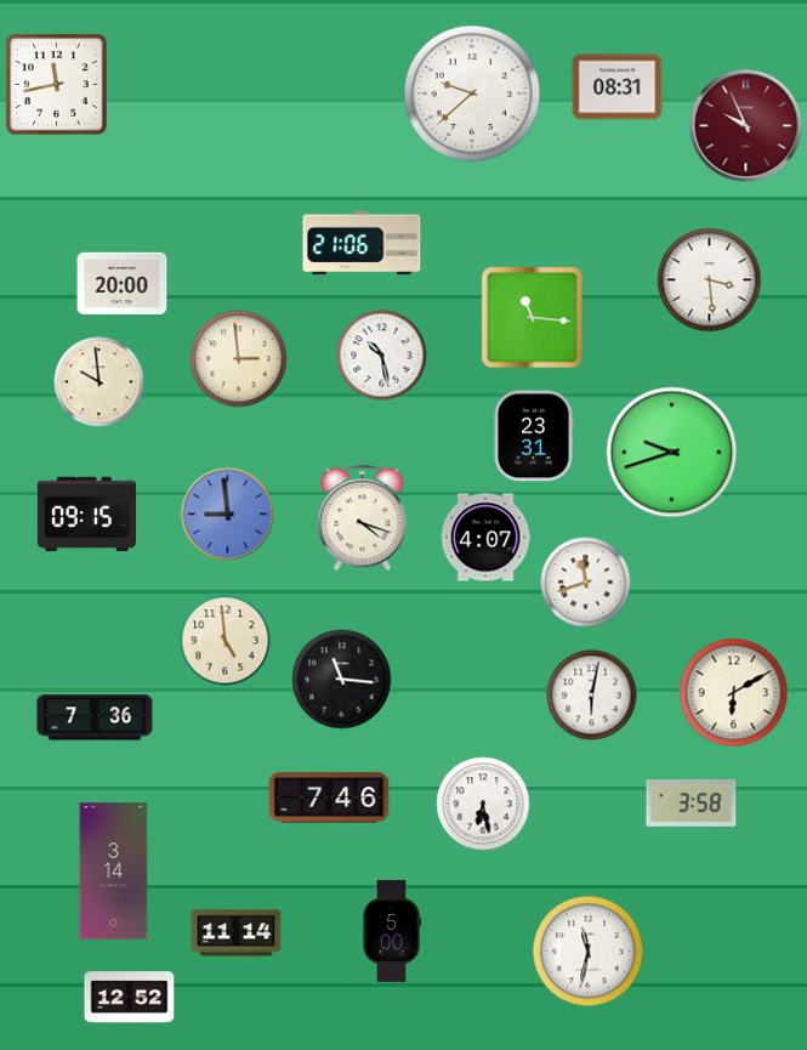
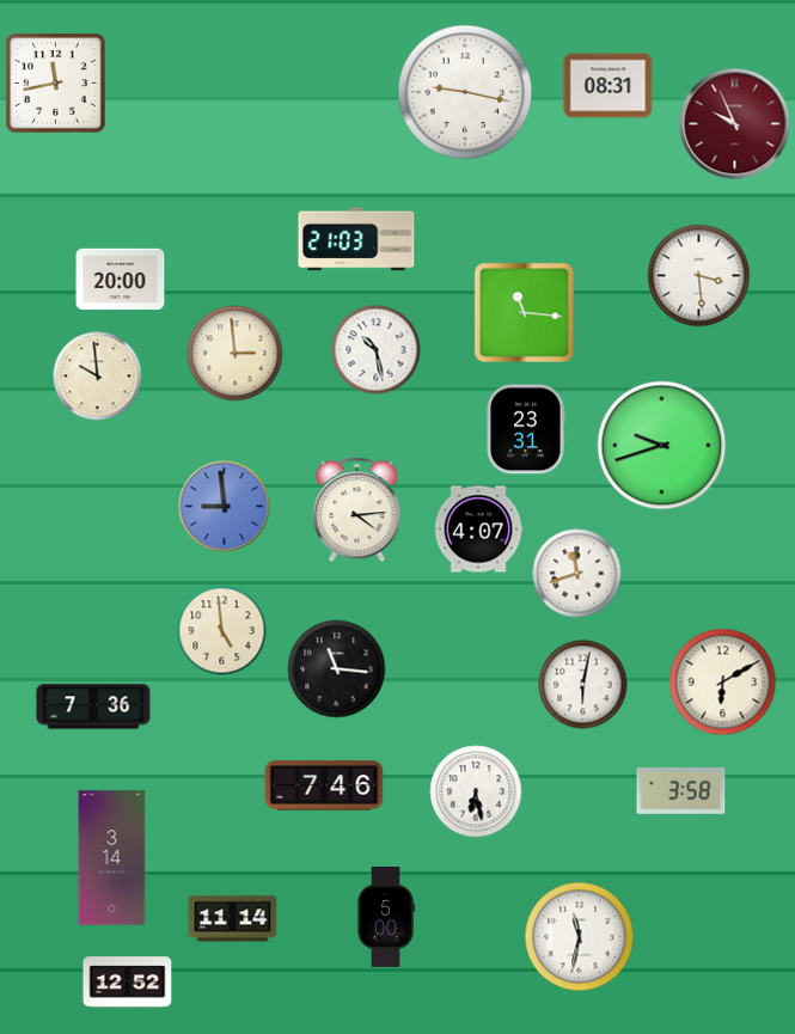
clock at (472, 93): 9:38 -> 9:17
clock at (362, 243): 21:06 -> 21:03
clock at (86, 515): 09:15 -> none
clock at (363, 518): 4:18 -> 4:14
